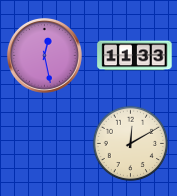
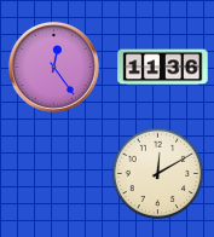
clock at (44, 55): 12:28 -> 12:24
clock at (135, 56): 11:33 -> 11:36
